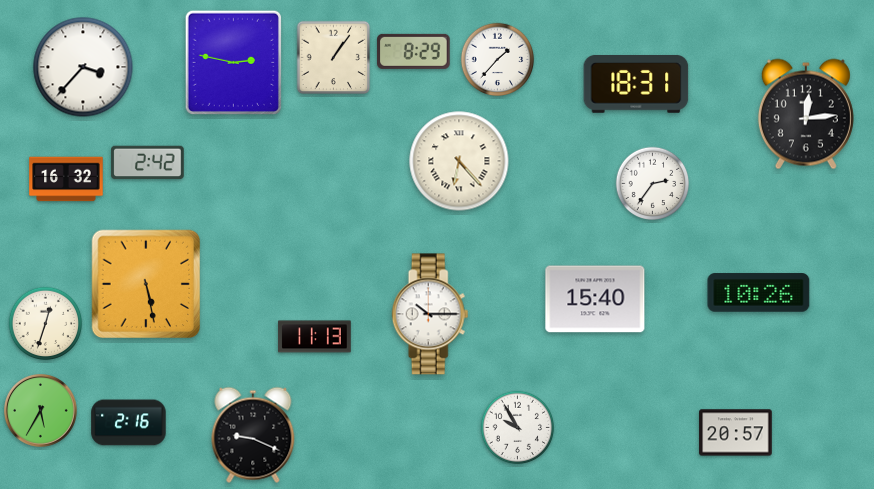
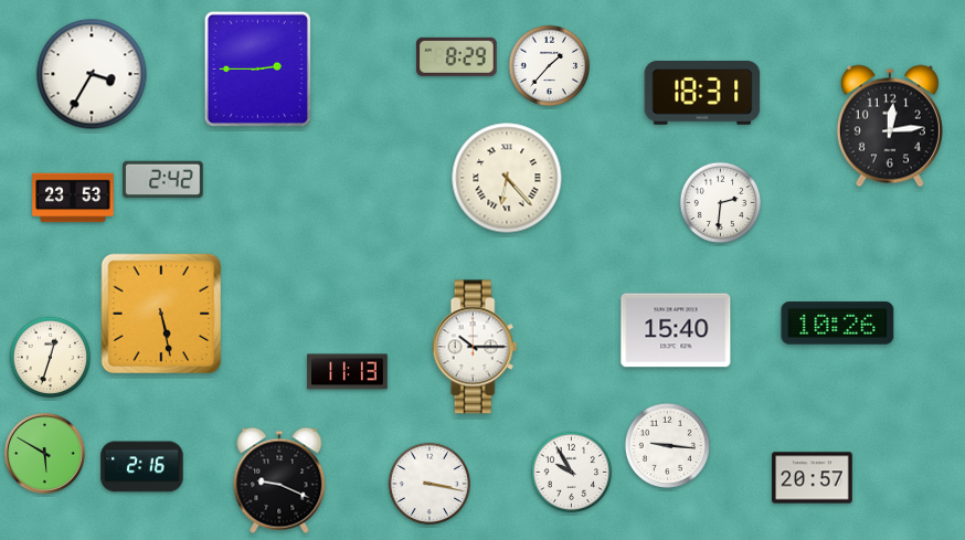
clock at (334, 58): 1:06 -> none
clock at (233, 62): 2:47 -> 2:45
clock at (83, 67): 3:37 -> 3:35
clock at (66, 179): 16:32 -> 23:53
clock at (653, 184): 2:36 -> 2:31
clock at (595, 299) position: (595, 299) -> (676, 330)
clock at (667, 445): none -> 9:16
clock at (41, 411): 5:35 -> 5:50
clock at (430, 484): none -> 3:17
